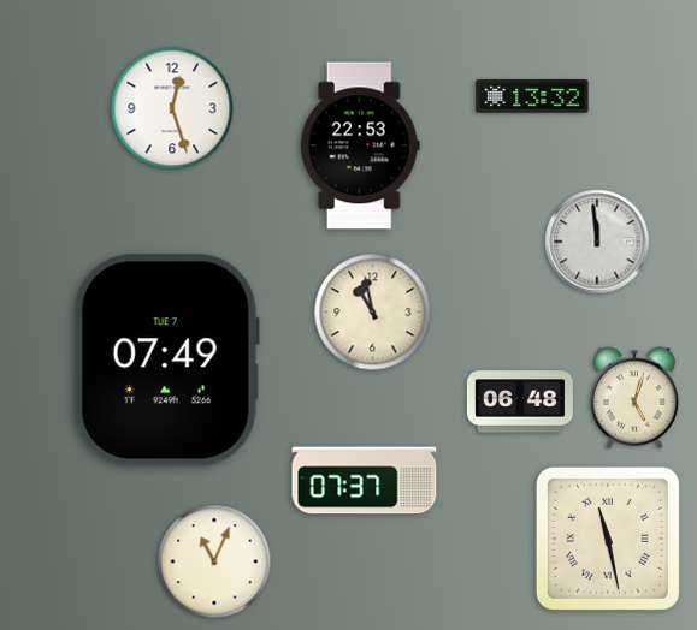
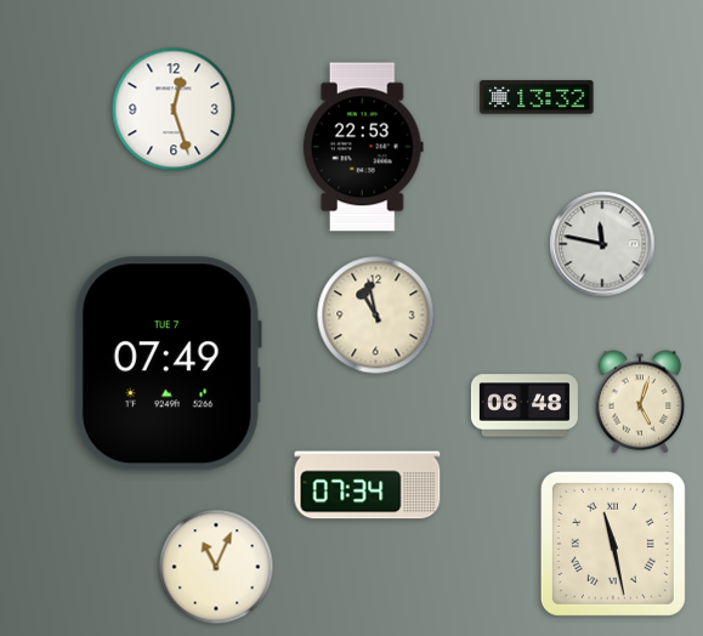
clock at (597, 242): 11:59 -> 11:47
clock at (365, 481): 07:37 -> 07:34
